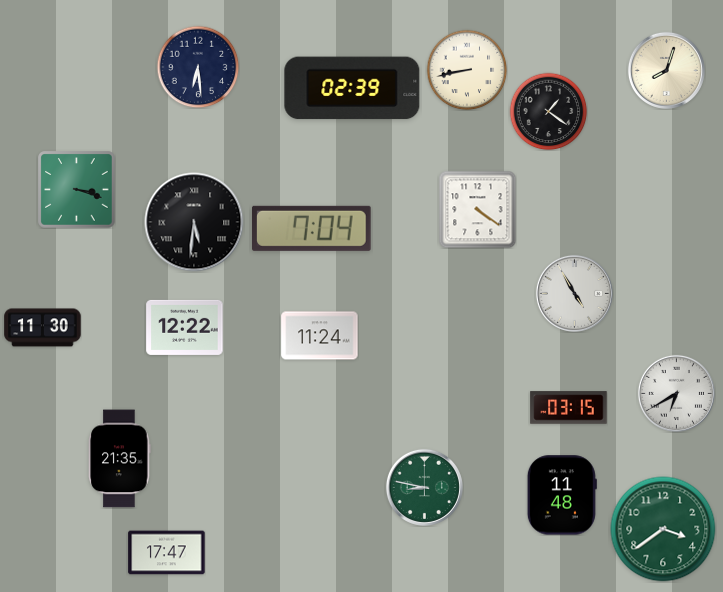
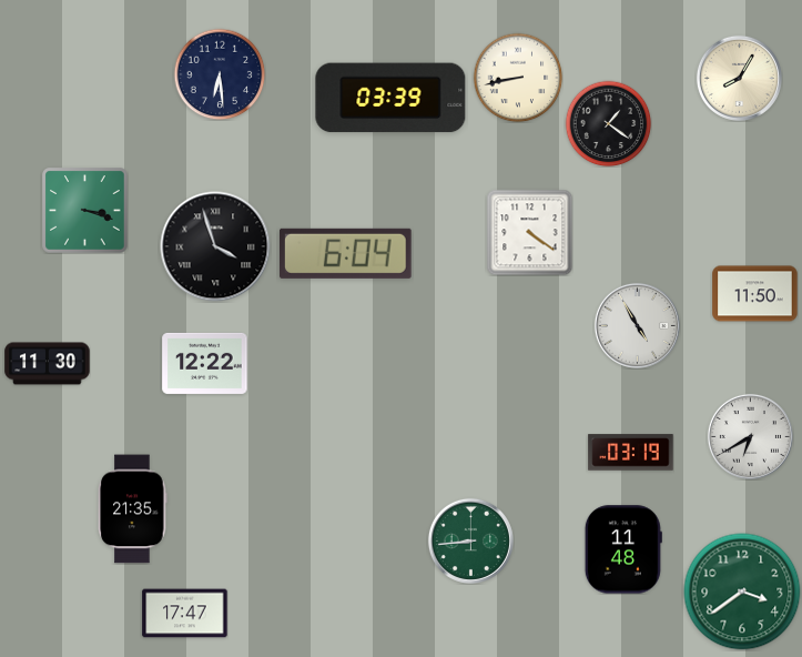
clock at (666, 70): 8:03 -> 8:05
clock at (352, 88): 02:39 -> 03:39
clock at (194, 222): 5:31 -> 3:57
clock at (312, 228): 7:04 -> 6:04
clock at (755, 294): none -> 11:50
clock at (320, 336): 11:24 -> none
clock at (569, 408): 03:15 -> 03:19
clock at (424, 487): 8:47 -> 8:44
clock at (663, 529) position: (663, 529) -> (742, 592)
